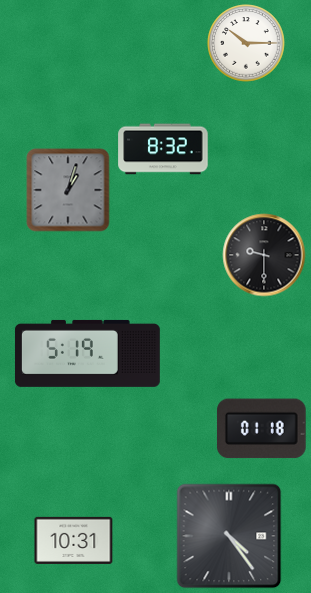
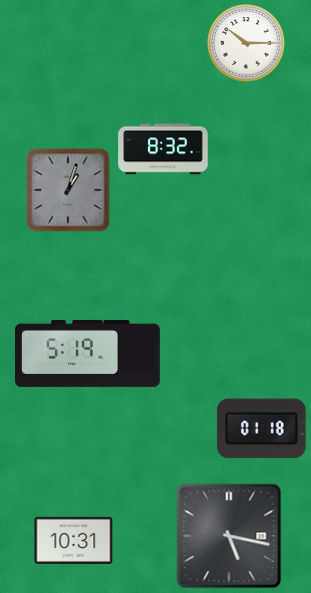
clock at (264, 255): 9:30 -> none
clock at (229, 536): 4:24 -> 5:17
